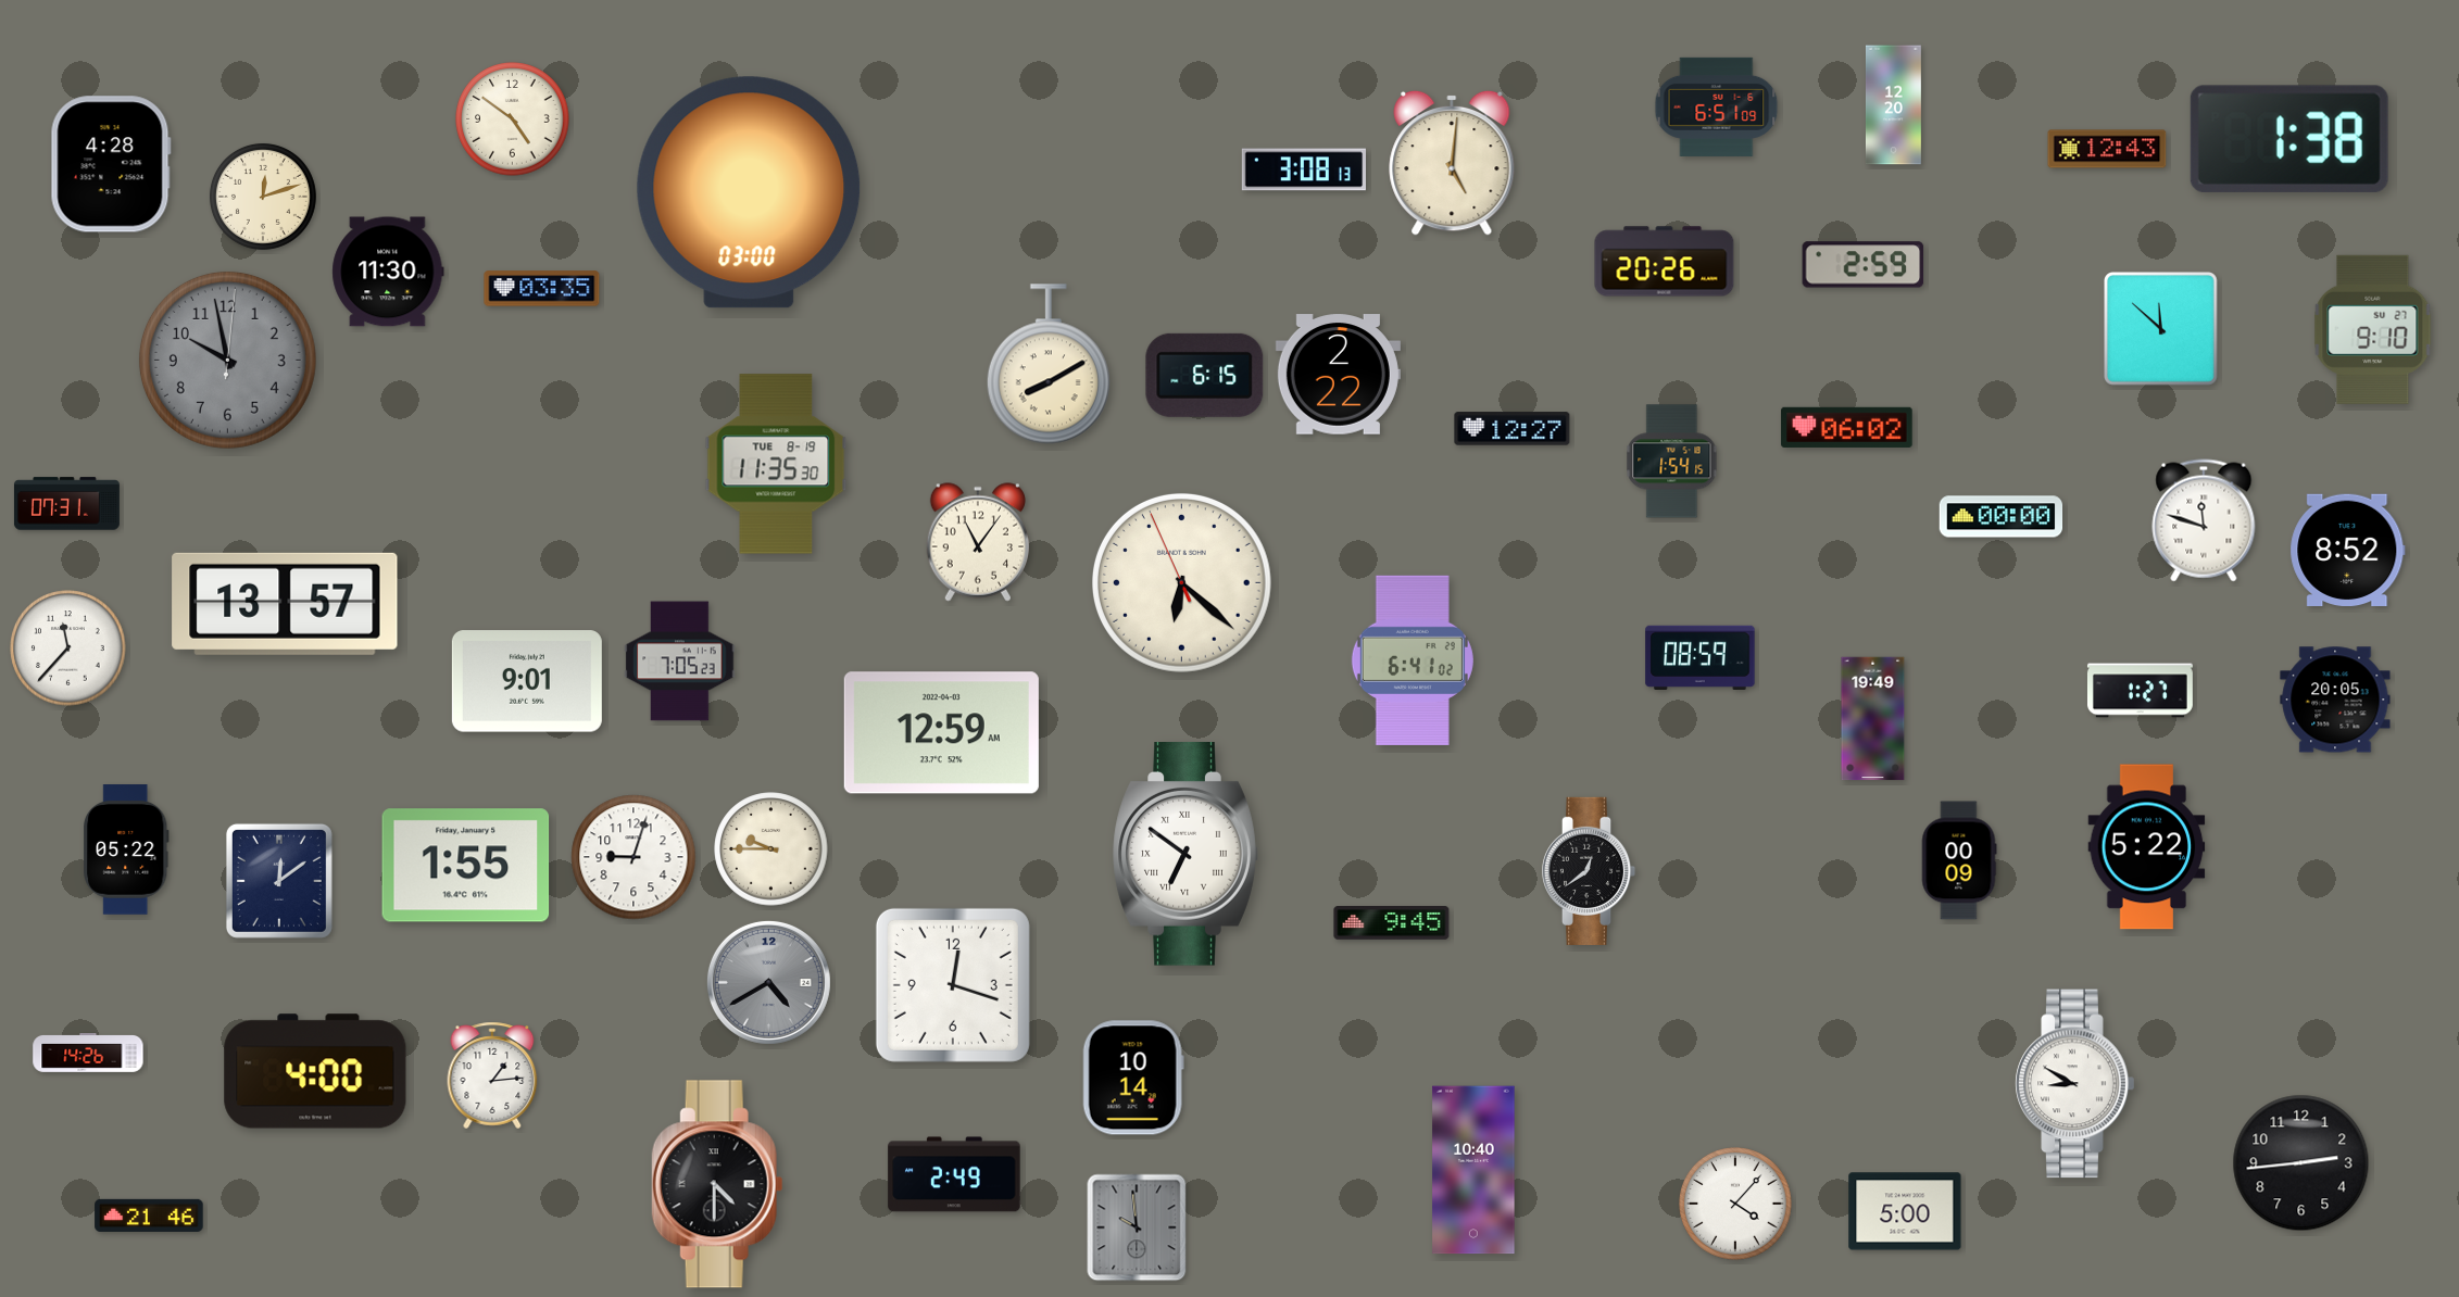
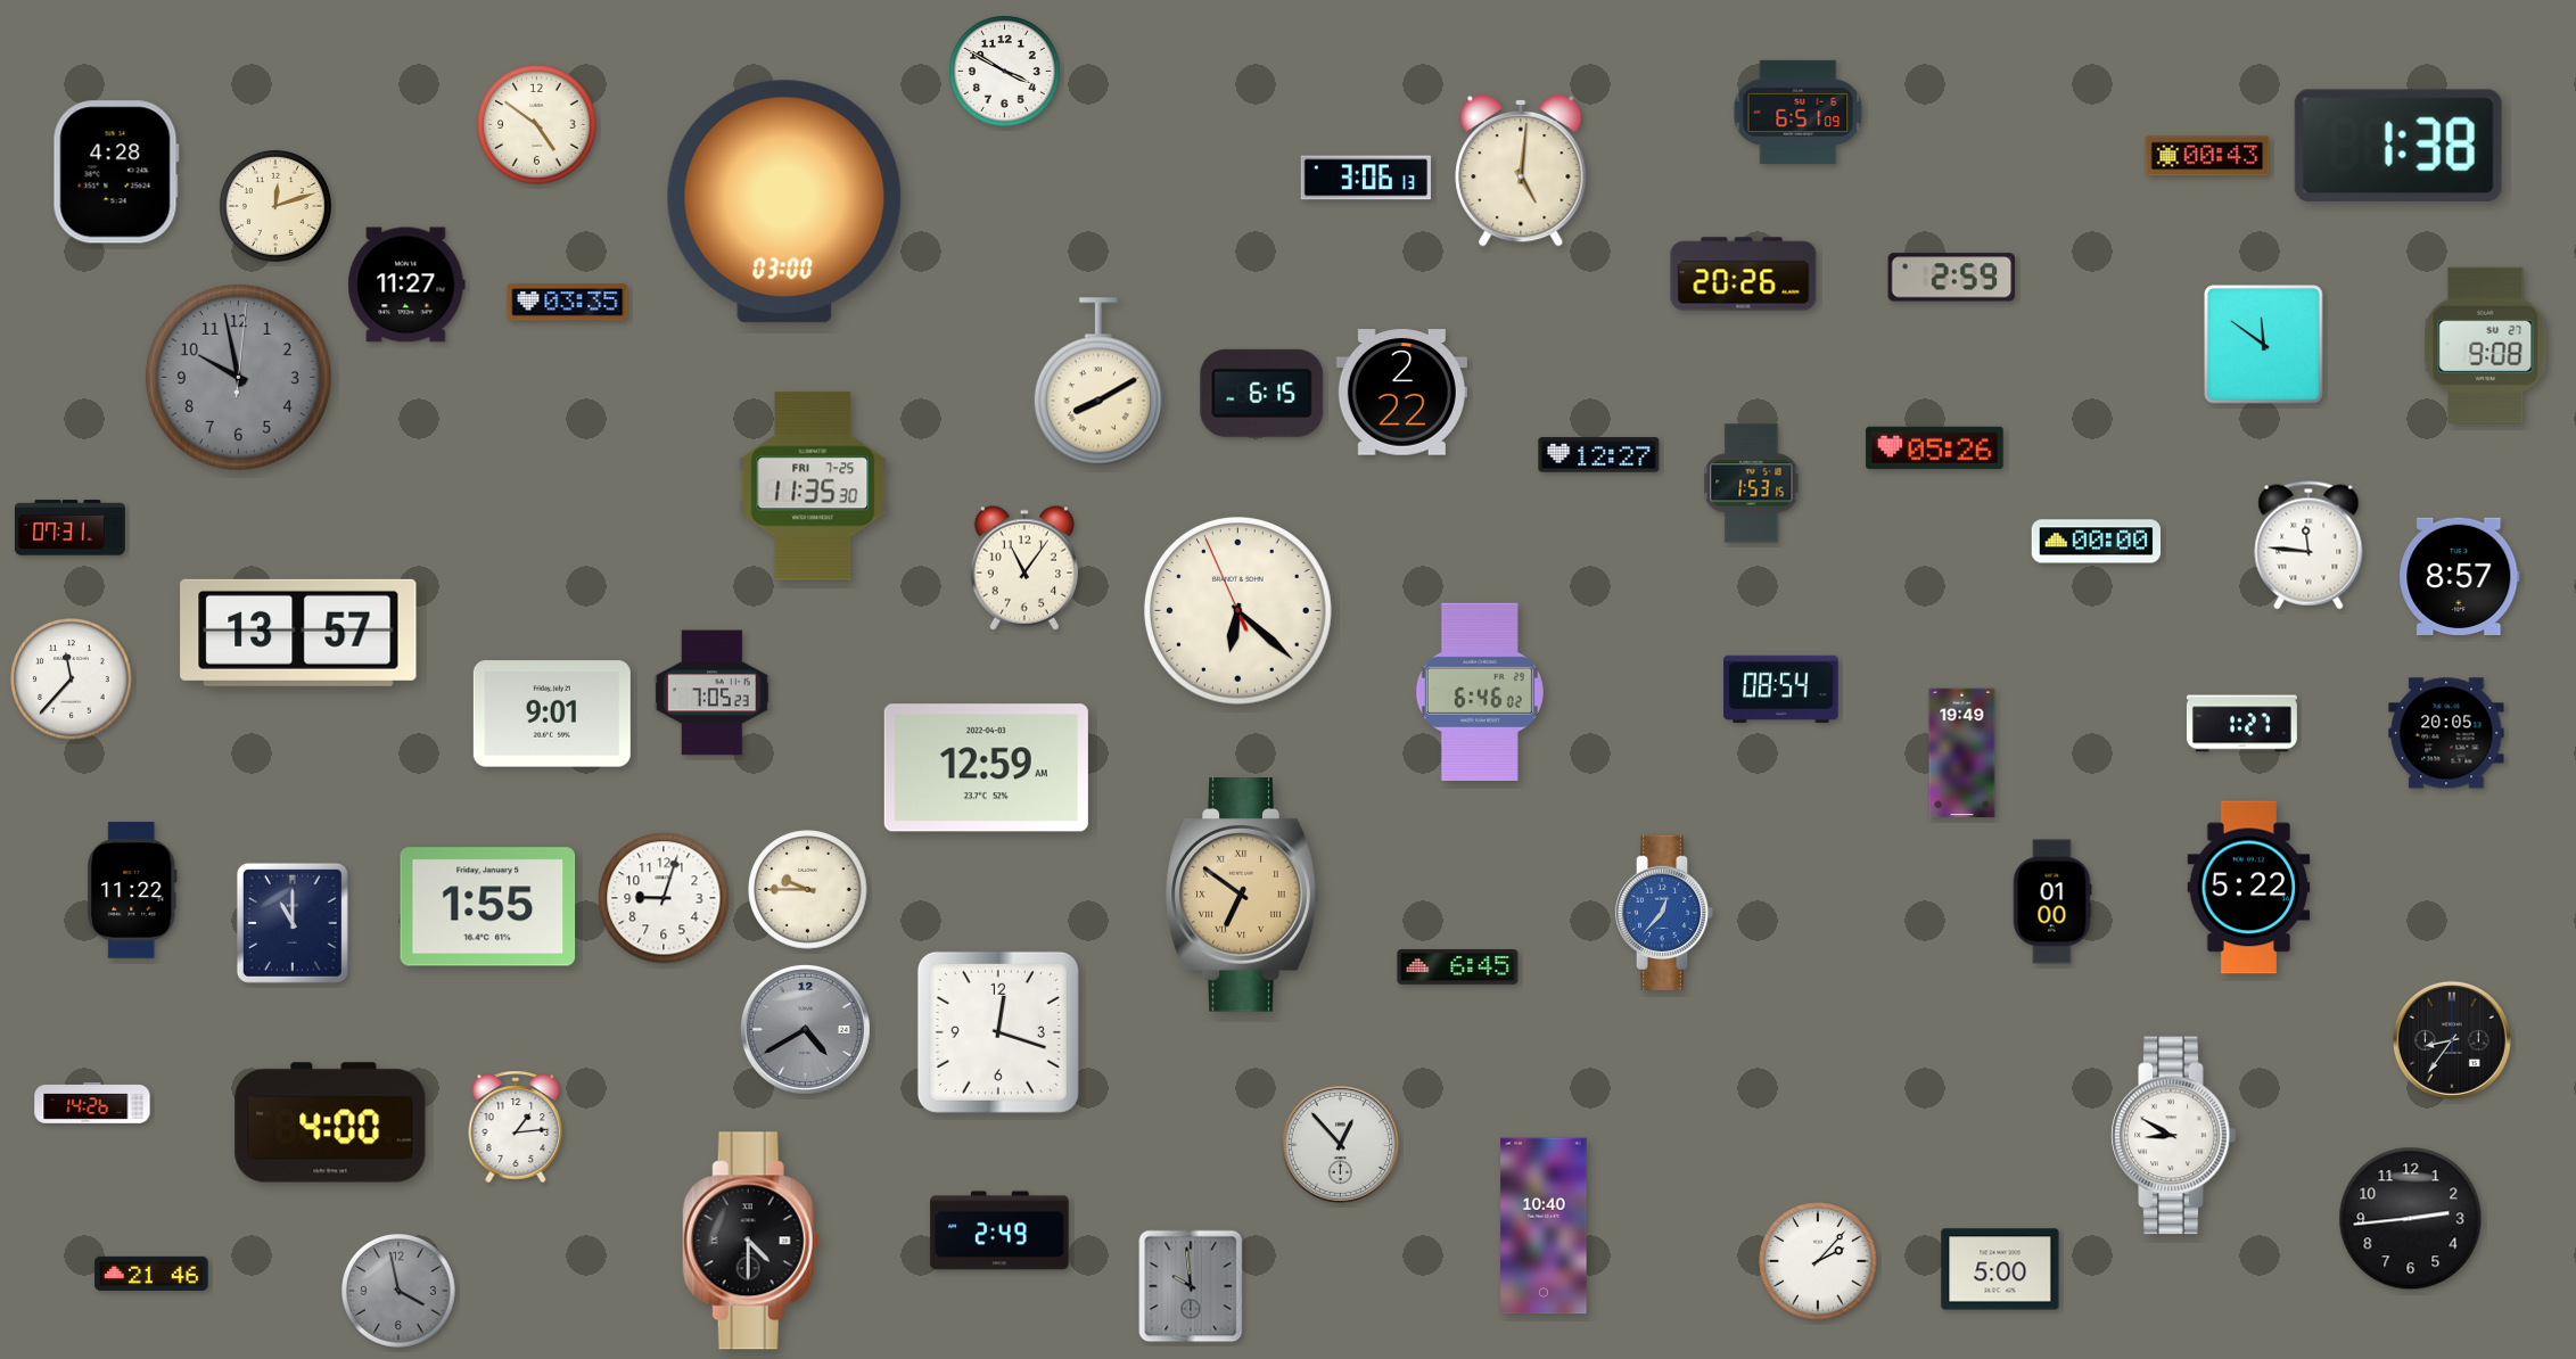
clock at (1004, 71): none -> 3:50
clock at (1893, 105): 12:20 -> none
clock at (2107, 149): 12:43 -> 00:43
clock at (1303, 169): 3:08 -> 3:06
clock at (388, 272): 11:30 -> 11:27
clock at (2161, 329): 11:52 -> 11:51
clock at (2373, 329): 9:10 -> 9:08
clock at (1847, 427): 06:02 -> 05:26
clock at (1513, 429) position: (1513, 429) -> (1599, 455)
clock at (1672, 462): 1:54 -> 1:53
clock at (776, 464) date: TUE 8-19 -> FRI 7-25
clock at (2204, 520): 11:48 -> 11:46
clock at (2348, 550): 8:52 -> 8:57
clock at (1701, 657): 08:59 -> 08:54
clock at (1413, 660): 6:41 -> 6:46
clock at (126, 849): 05:22 -> 11:22
clock at (1185, 855) dial: white -> champagne
clock at (1959, 860): 00:09 -> 01:00
clock at (1589, 871): 12:39 -> 12:37
clock at (1589, 871) dial: black -> blue
clock at (279, 881): 12:09 -> 11:00
clock at (1392, 923): 9:45 -> 6:45
clock at (2452, 1040): none -> 8:36
clock at (1133, 1078): 10:14 -> none
clock at (1340, 1144): none -> 12:53
clock at (1735, 1204): 4:07 -> 2:07
clock at (1905, 1211) position: (1905, 1211) -> (2000, 1269)
clock at (149, 1216) position: (149, 1216) -> (151, 1274)
clock at (400, 1292): none -> 3:58
